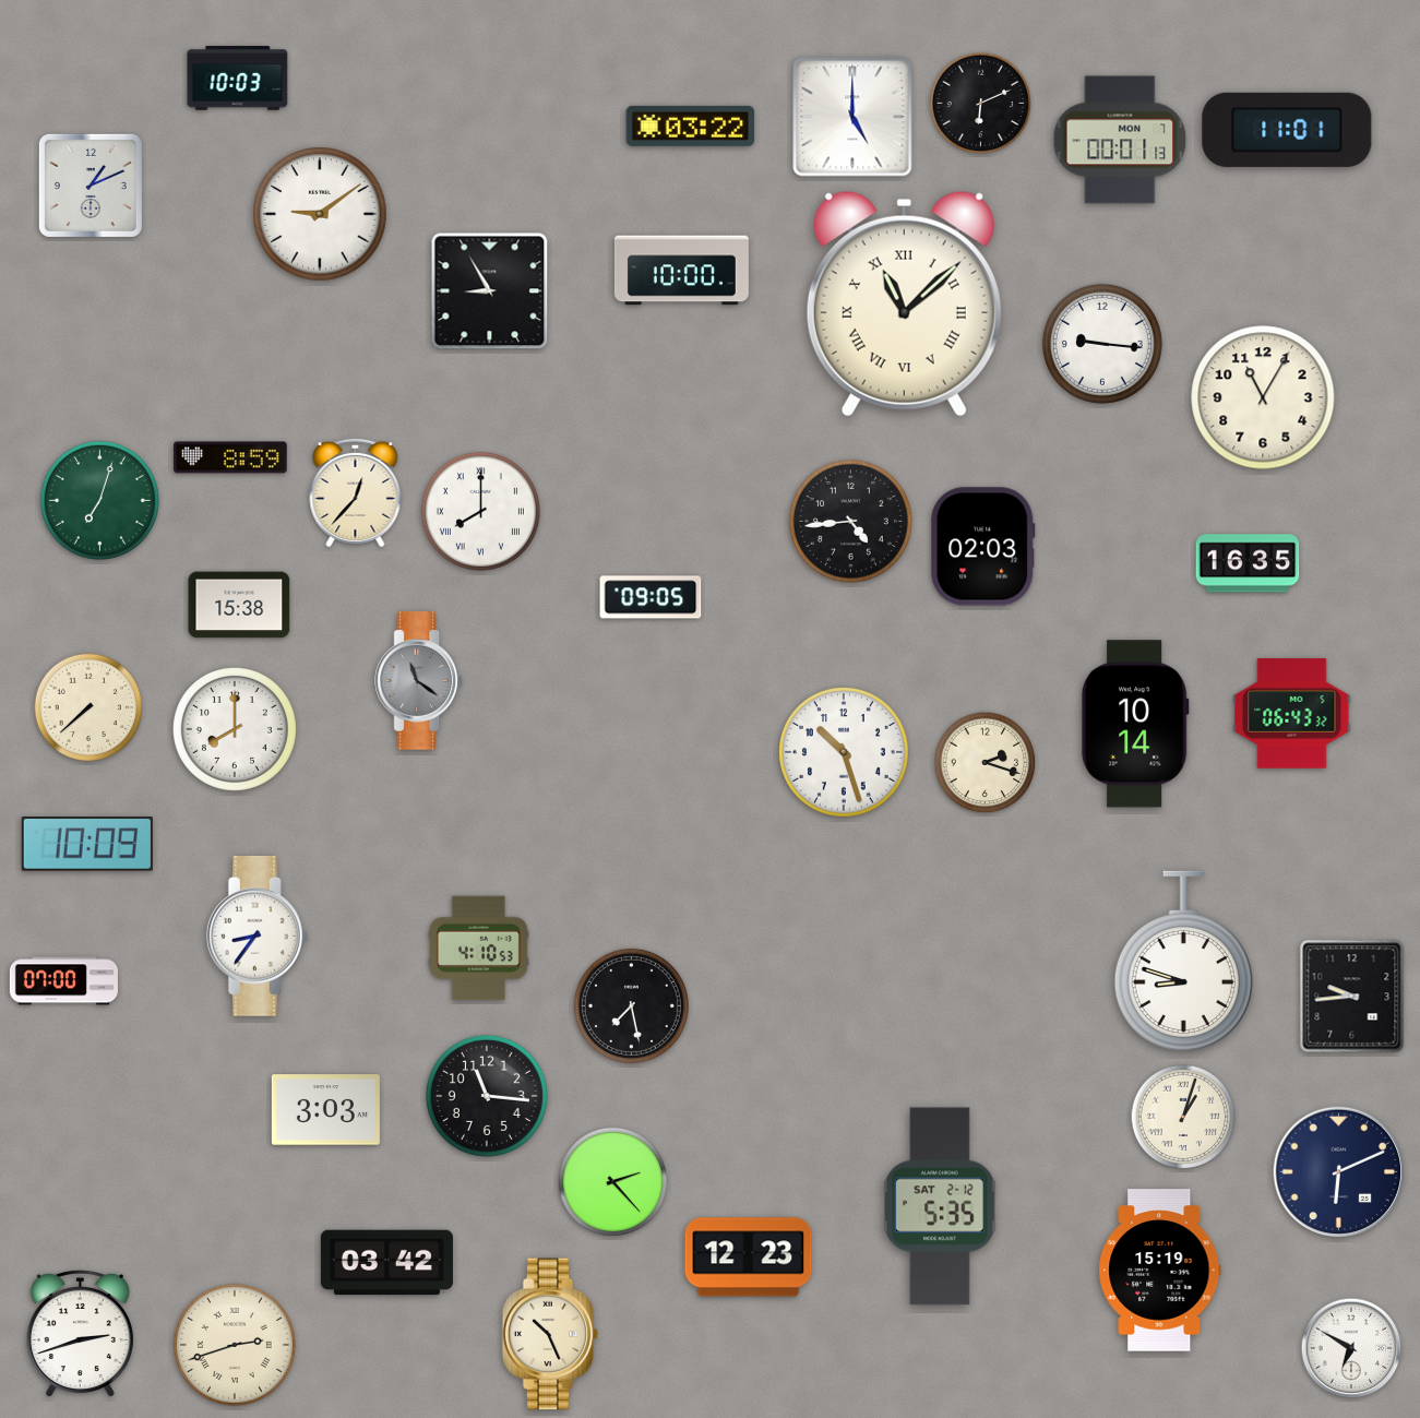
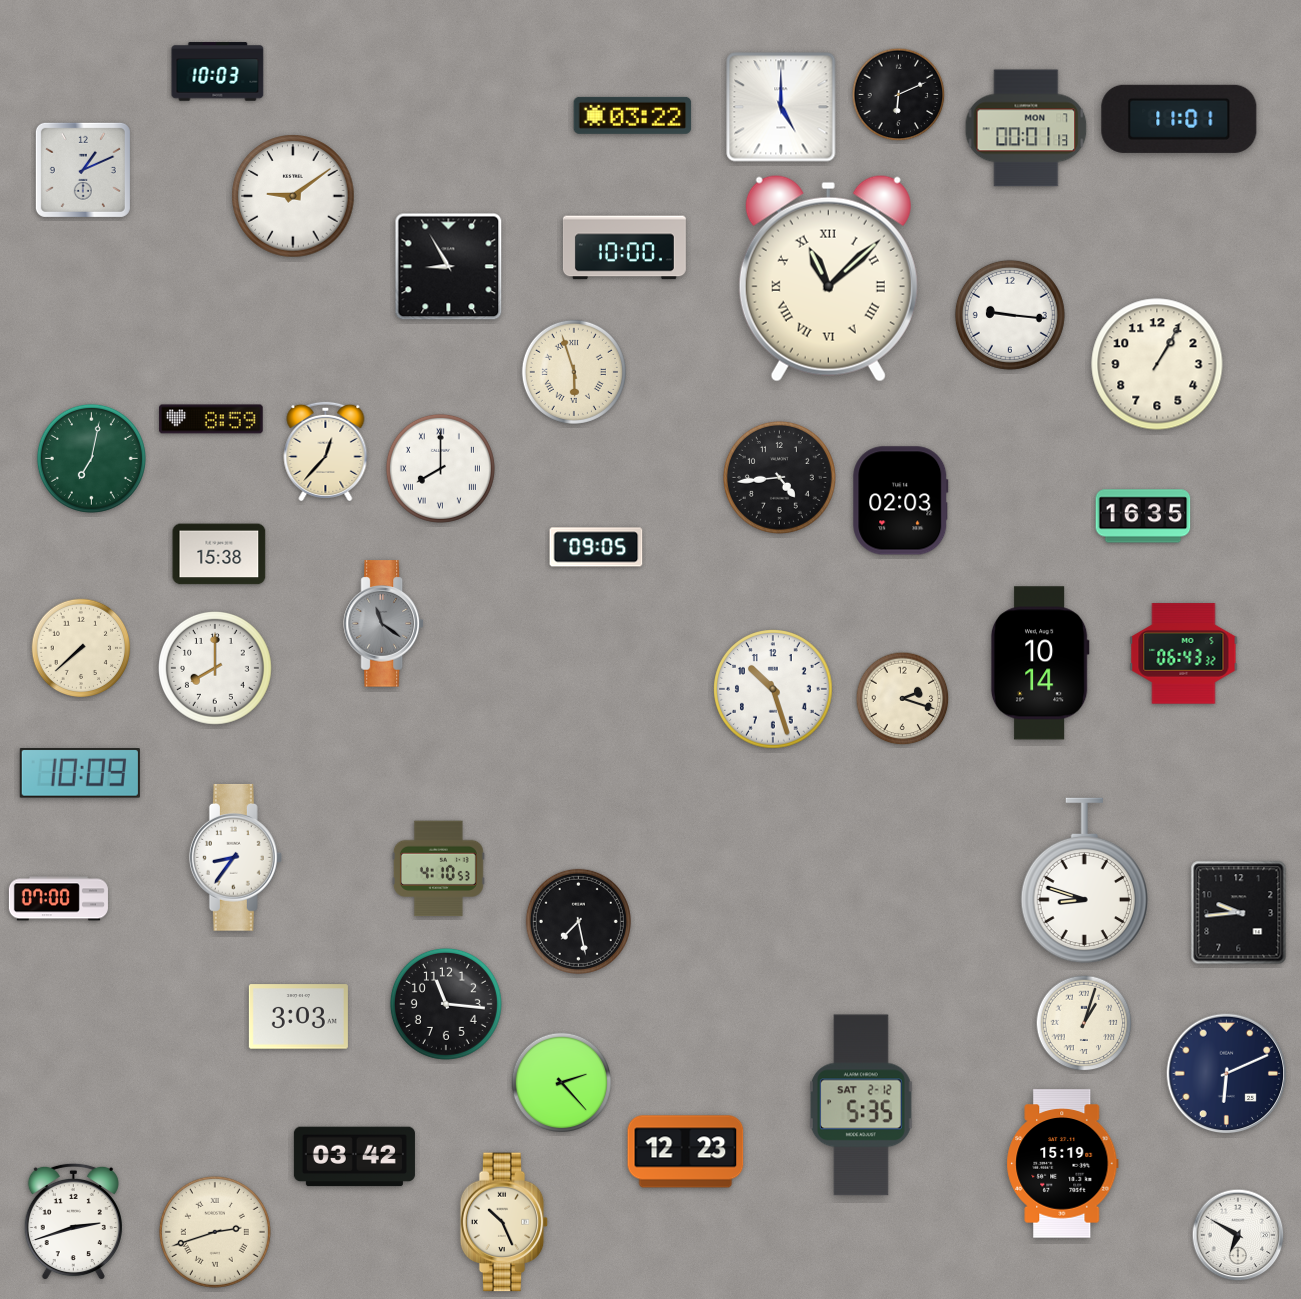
clock at (1263, 397): 11:05 -> 1:05
clock at (574, 372): none -> 5:57
clock at (99, 500): 7:03 -> 7:02
